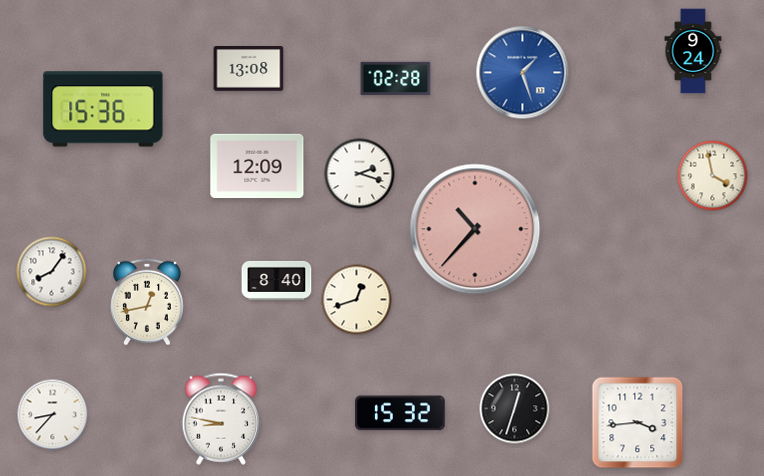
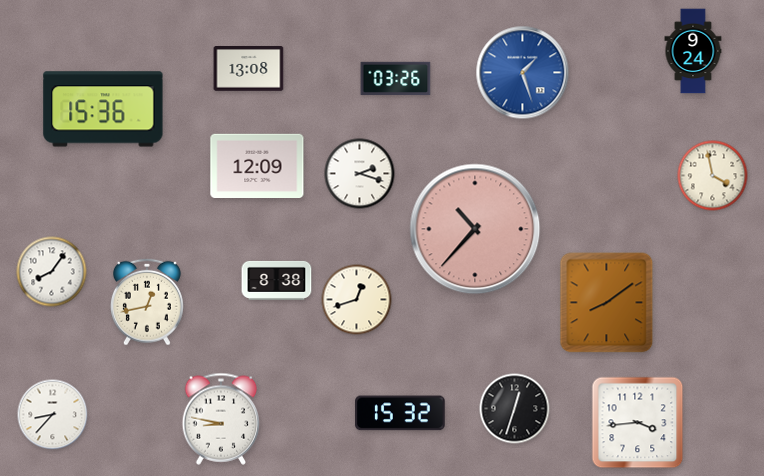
clock at (396, 79): 02:28 -> 03:26
clock at (277, 280): 8:40 -> 8:38
clock at (607, 303): none -> 8:09
